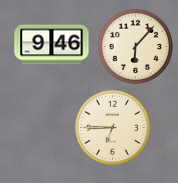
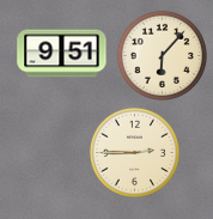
clock at (52, 45): 9:46 -> 9:51
clock at (112, 127): 6:45 -> 2:45
